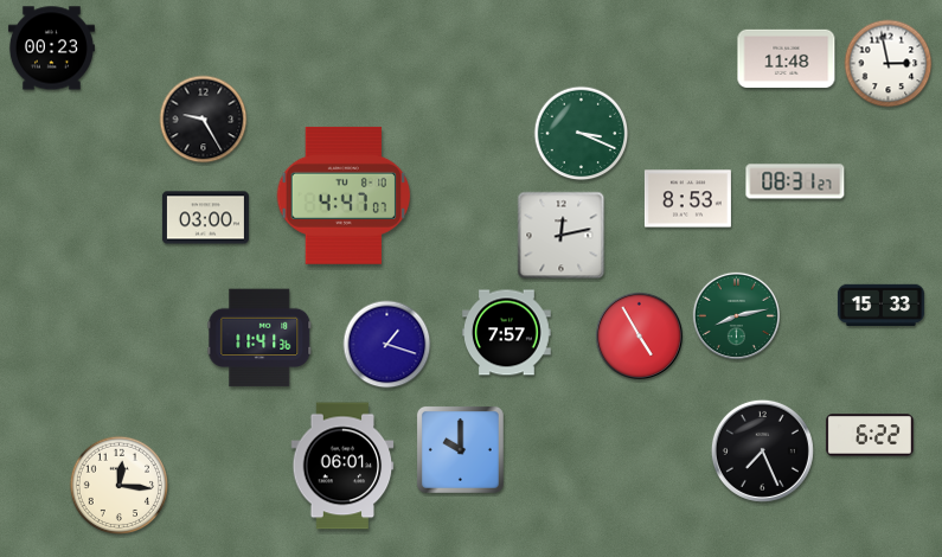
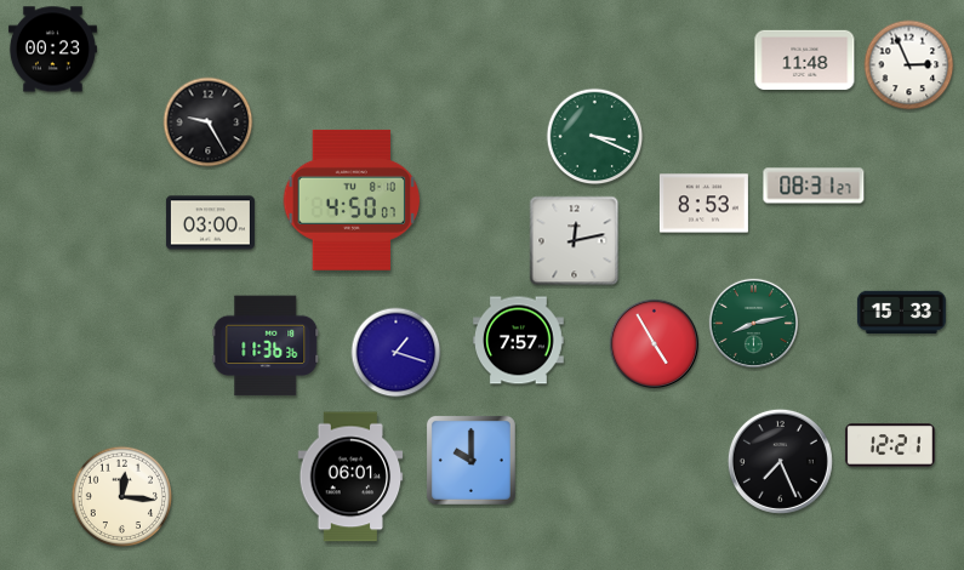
clock at (889, 64): 2:58 -> 2:56
clock at (344, 196): 4:47 -> 4:50
clock at (259, 338): 11:41 -> 11:36
clock at (870, 435): 6:22 -> 12:21
